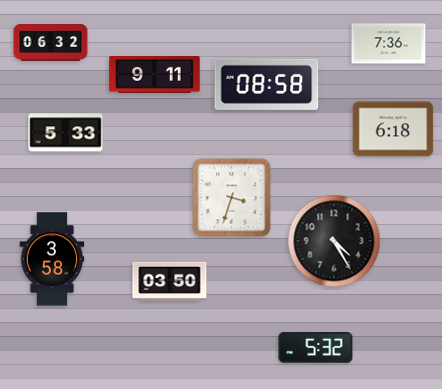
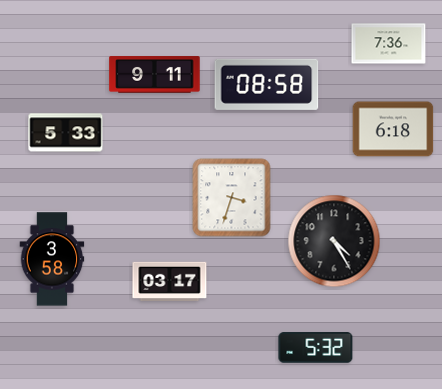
clock at (51, 43): 06:32 -> none
clock at (170, 282): 03:50 -> 03:17
